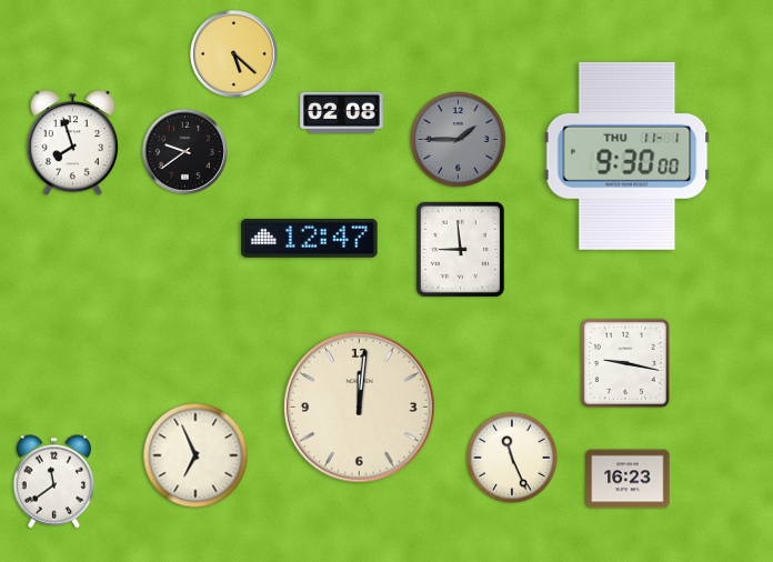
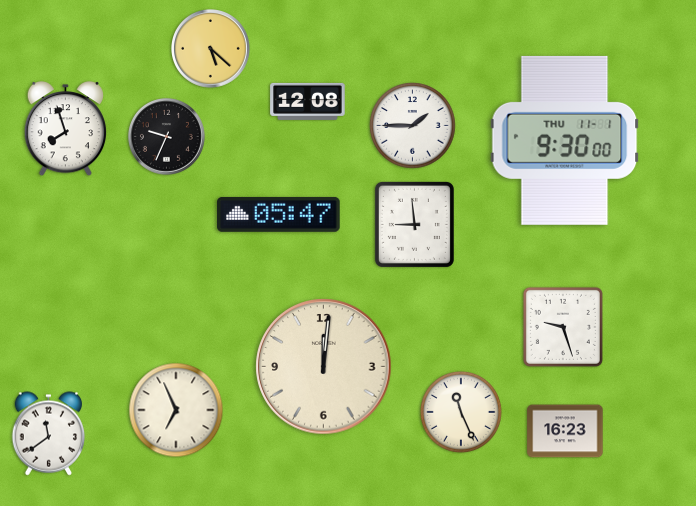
clock at (342, 112): 02:08 -> 12:08
clock at (459, 140) dial: grey -> white
clock at (184, 151): 9:39 -> 9:34
clock at (310, 238): 12:47 -> 05:47
clock at (625, 363): 9:17 -> 9:27
